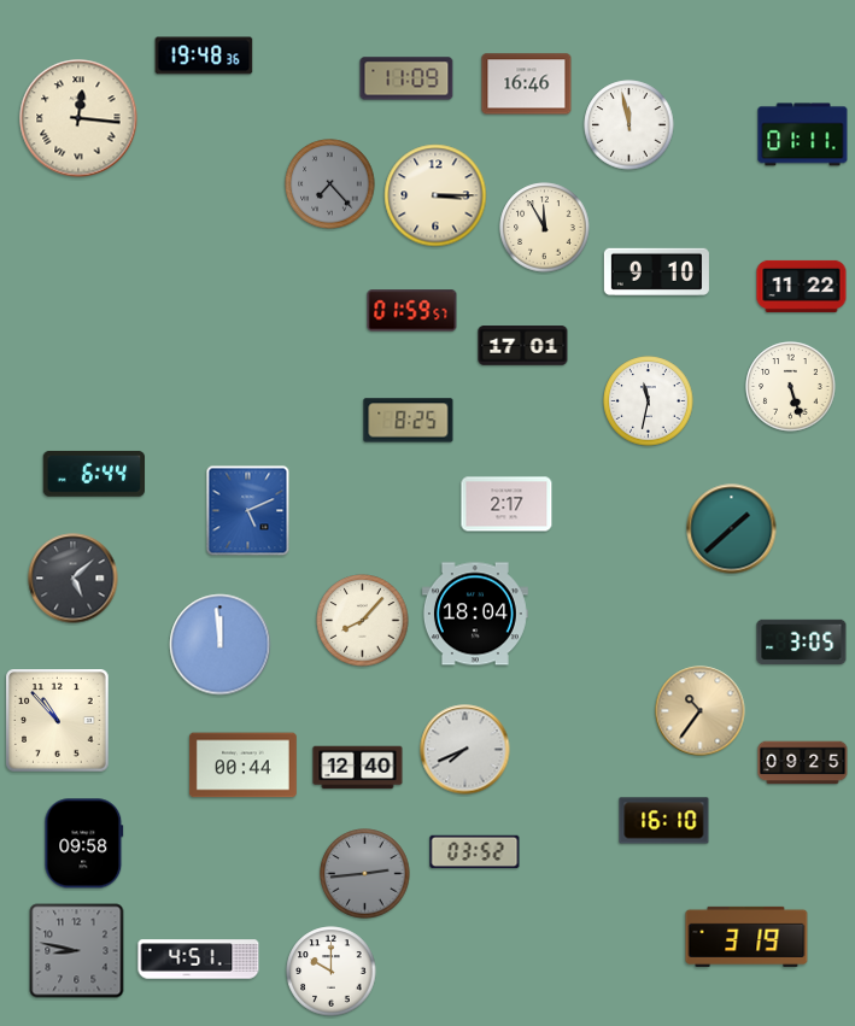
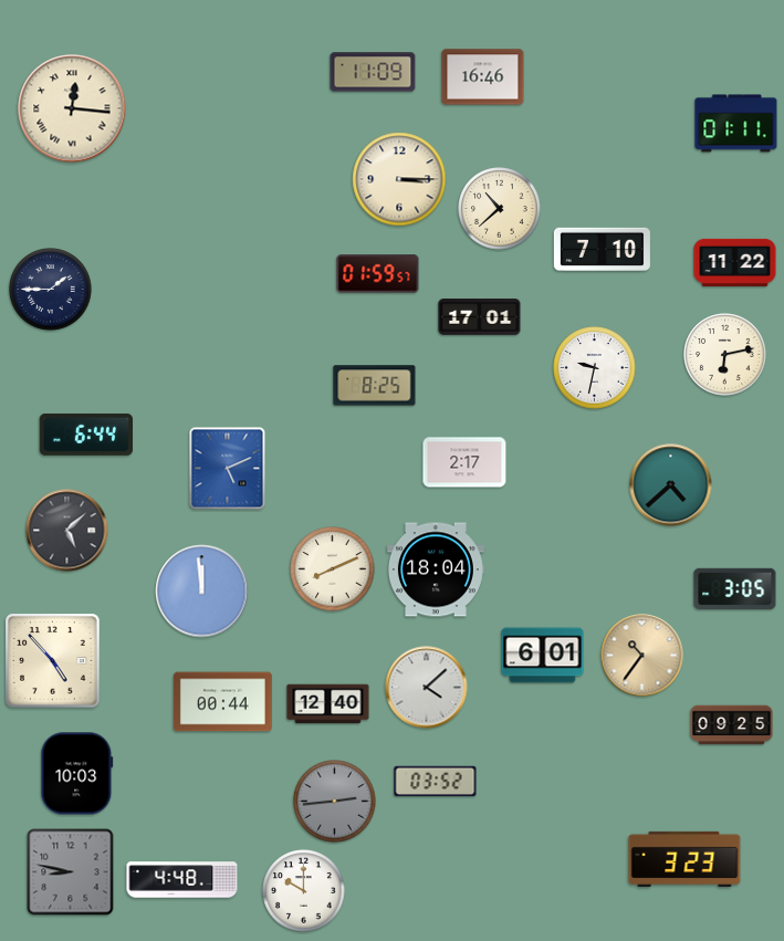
clock at (204, 55): 19:48 -> none
clock at (629, 125): 11:58 -> none
clock at (330, 184): 7:23 -> none
clock at (545, 228): 11:55 -> 10:38
clock at (656, 271): 9:10 -> 7:10
clock at (412, 311) position: (412, 311) -> (378, 274)
clock at (51, 290): none -> 1:45
clock at (791, 387): 5:27 -> 6:13
clock at (649, 401): 11:32 -> 9:32
clock at (732, 529): 1:38 -> 4:38
clock at (475, 614) position: (475, 614) -> (436, 569)
clock at (363, 621): 8:07 -> 8:11
clock at (701, 711) position: (701, 711) -> (642, 656)
clock at (543, 656): none -> 6:01
clock at (58, 721): 10:53 -> 4:53
clock at (465, 750): 7:41 -> 4:08
clock at (803, 763) position: (803, 763) -> (732, 725)
clock at (664, 821): 16:10 -> none
clock at (84, 844): 09:58 -> 10:03
clock at (746, 937): 3:19 -> 3:23
clock at (199, 960): 4:51 -> 4:48
